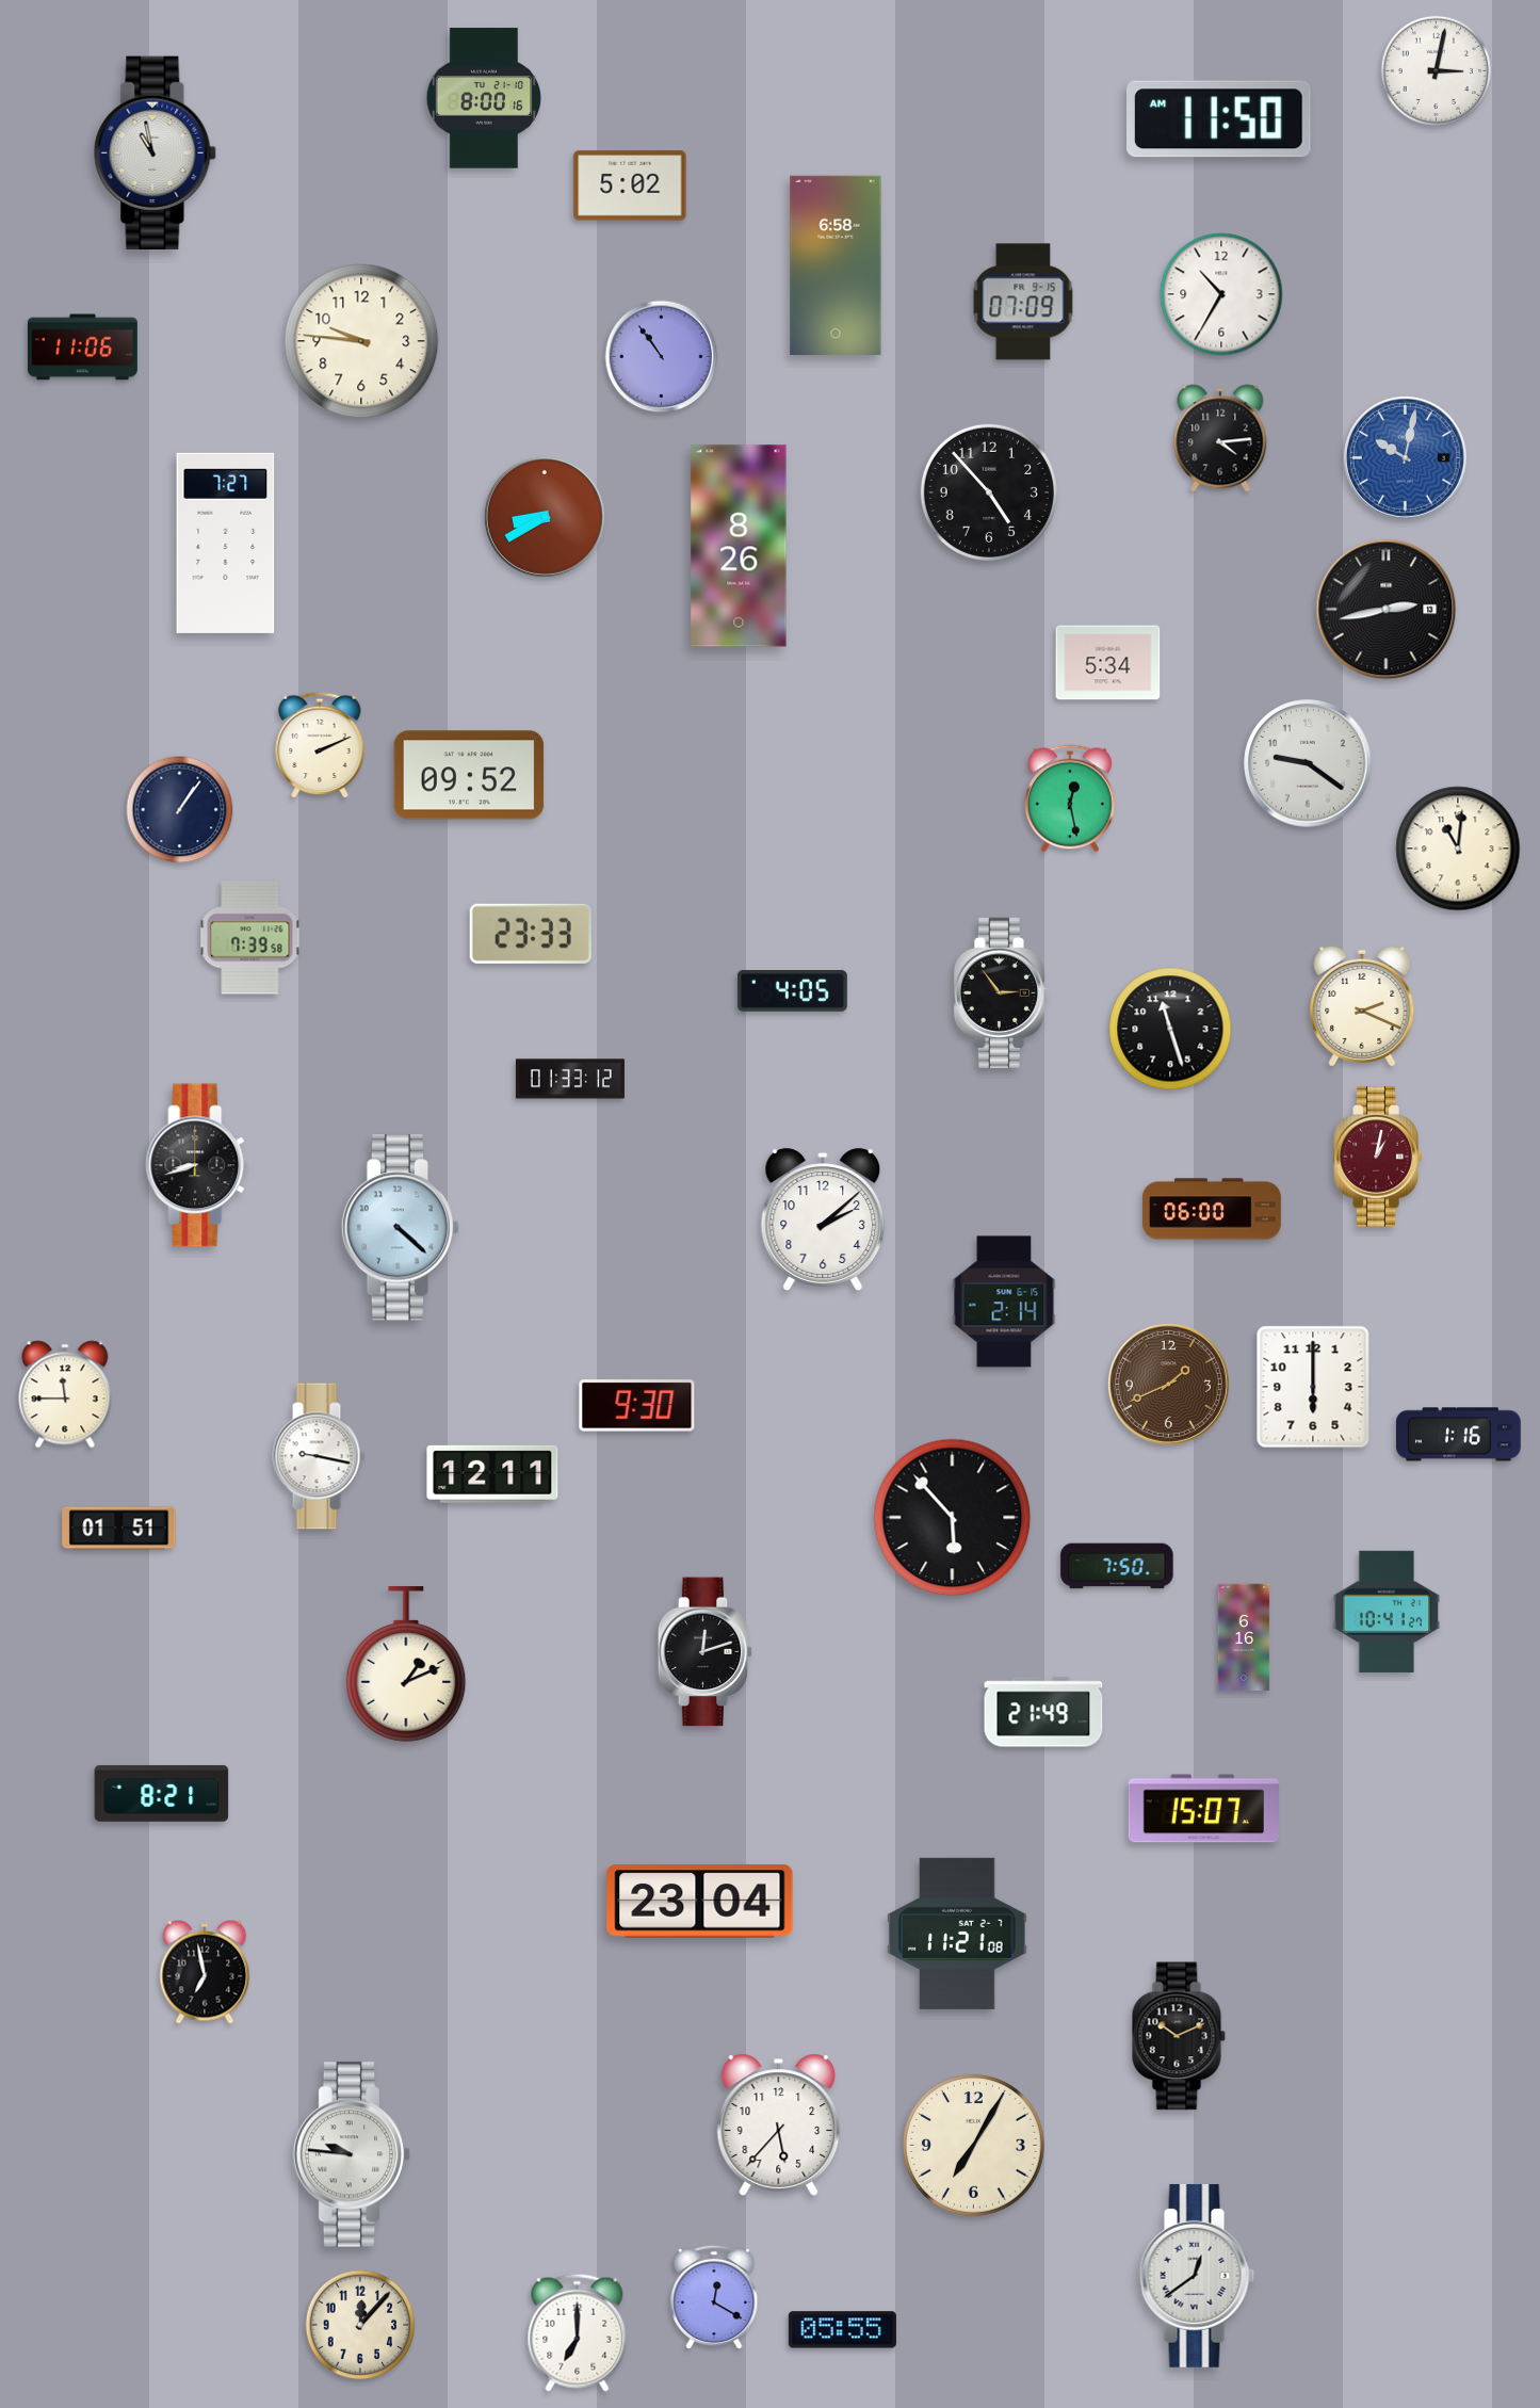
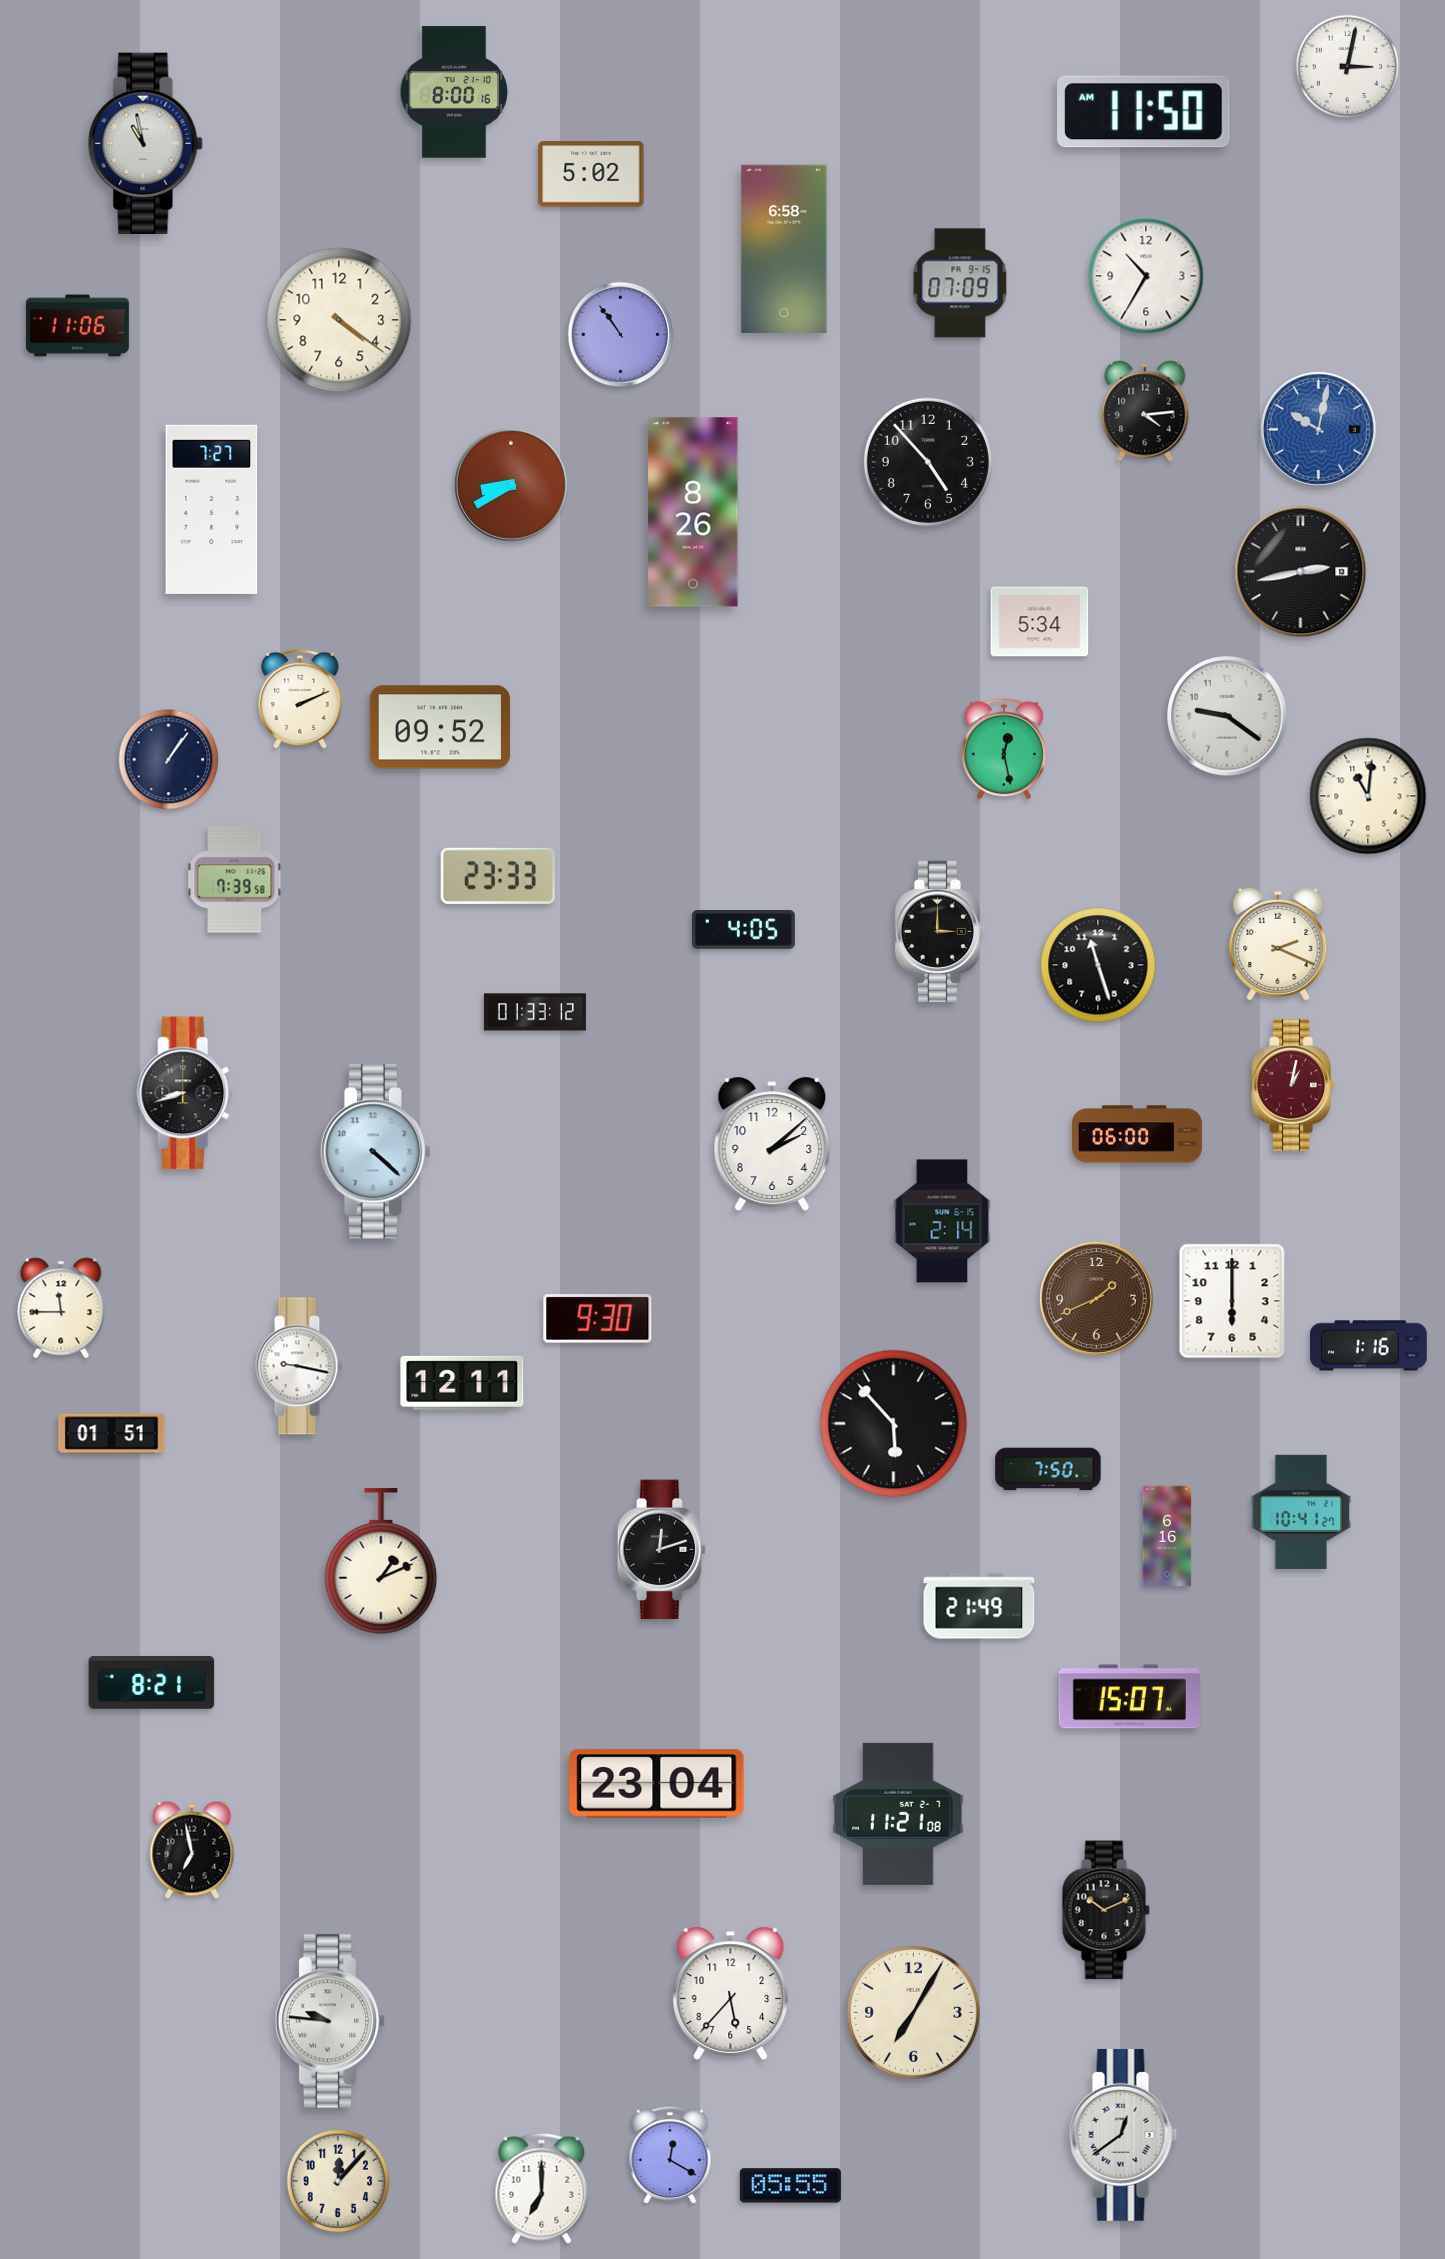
clock at (361, 341): 9:46 -> 4:21
clock at (1001, 992): 2:54 -> 3:00
